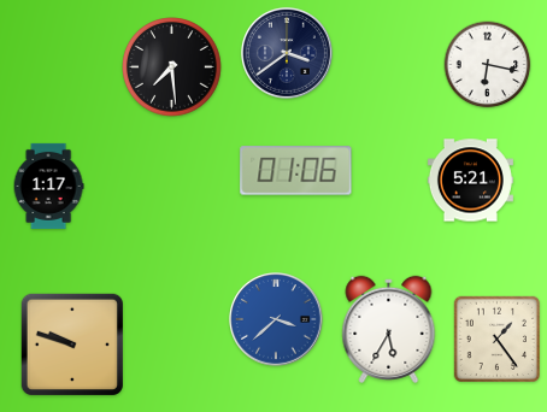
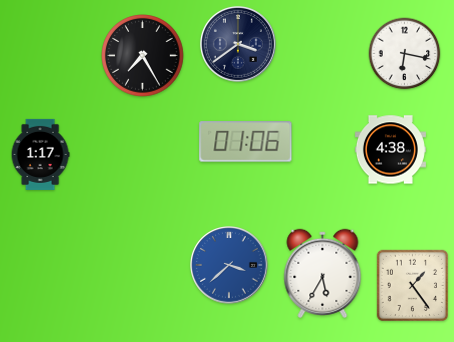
clock at (172, 67): 7:29 -> 7:25
clock at (470, 181): 5:21 -> 4:38
clock at (496, 339) position: (496, 339) -> (412, 285)
clock at (71, 343): 9:48 -> none
